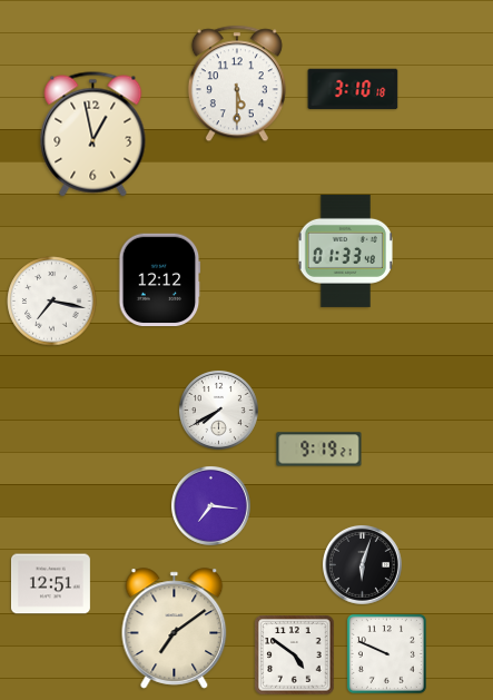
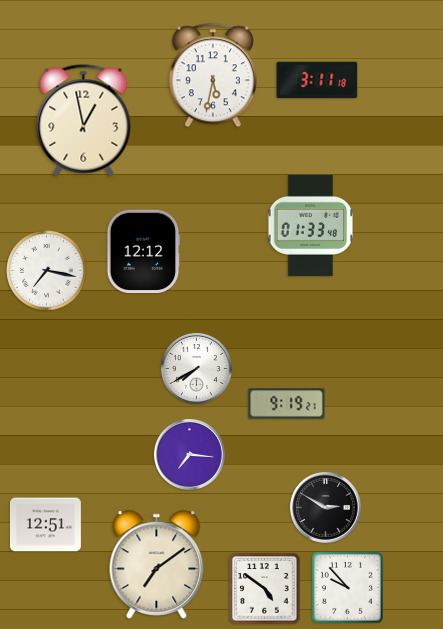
clock at (237, 83): 5:30 -> 5:32
clock at (353, 89): 3:10 -> 3:11
clock at (362, 564): 6:03 -> 2:50
clock at (386, 653): 9:49 -> 9:53
